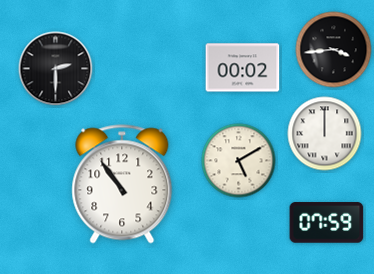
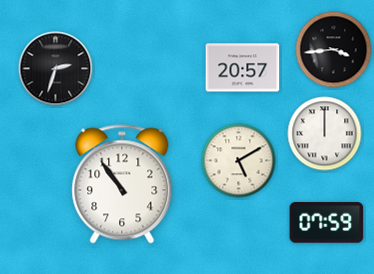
clock at (243, 68): 00:02 -> 20:57
clock at (56, 69): 2:30 -> 2:33
